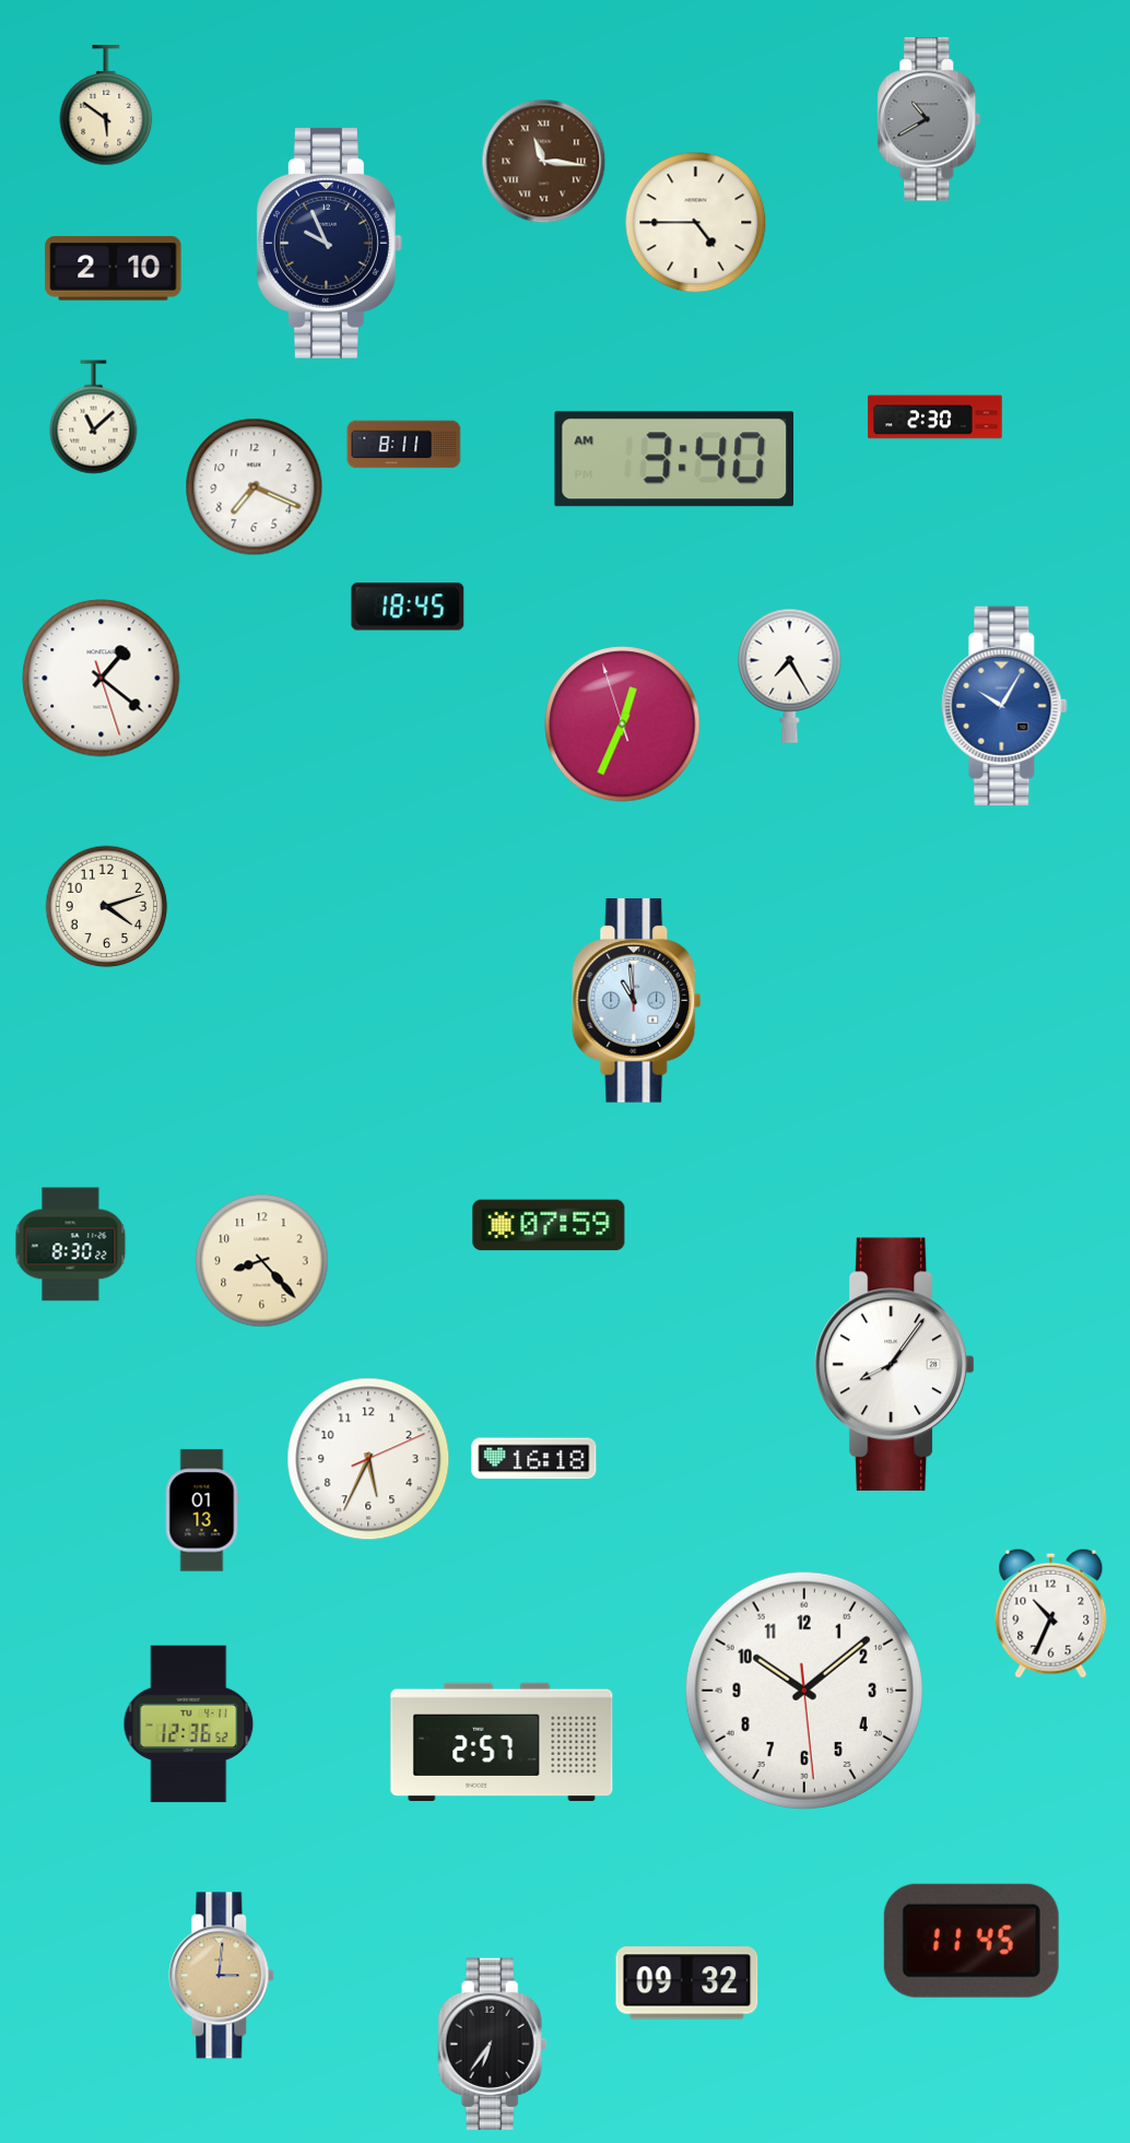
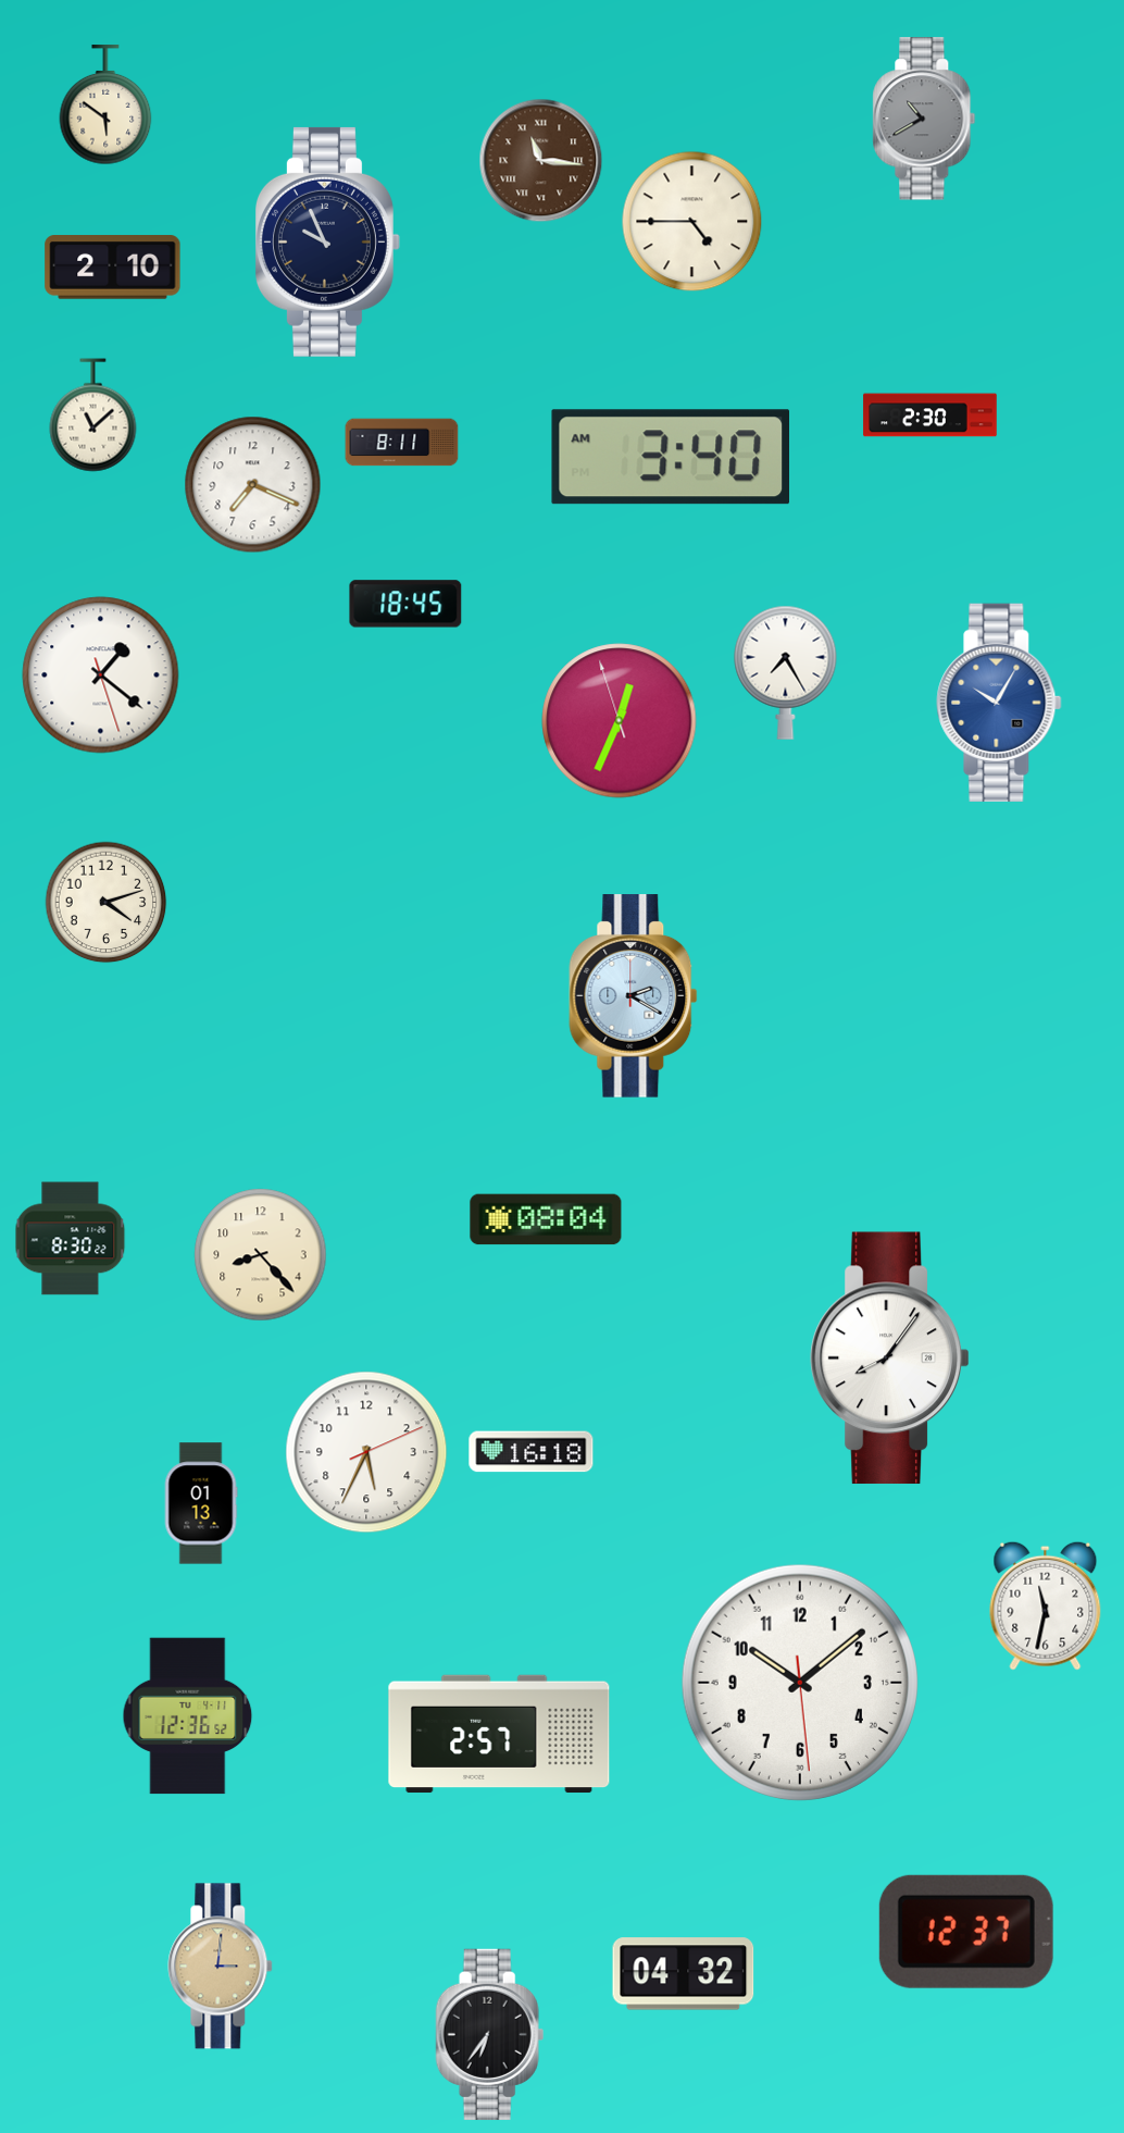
clock at (637, 1001): 10:59 -> 2:20
clock at (549, 1225): 07:59 -> 08:04
clock at (1051, 1613): 10:34 -> 11:32
clock at (972, 1941): 11:45 -> 12:37
clock at (687, 1983): 09:32 -> 04:32
